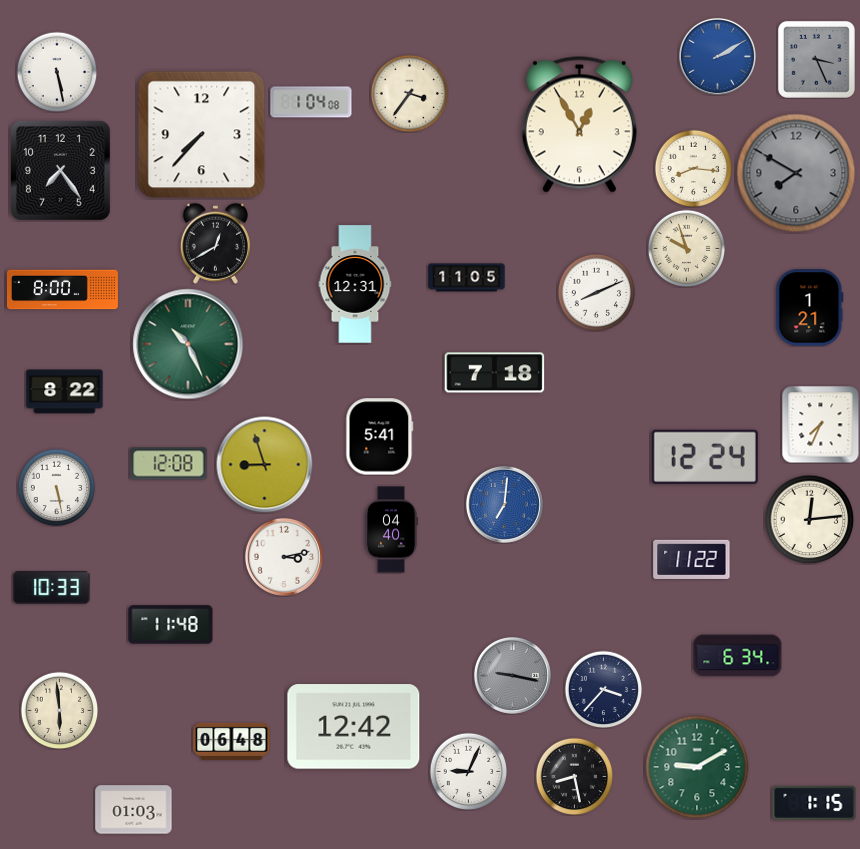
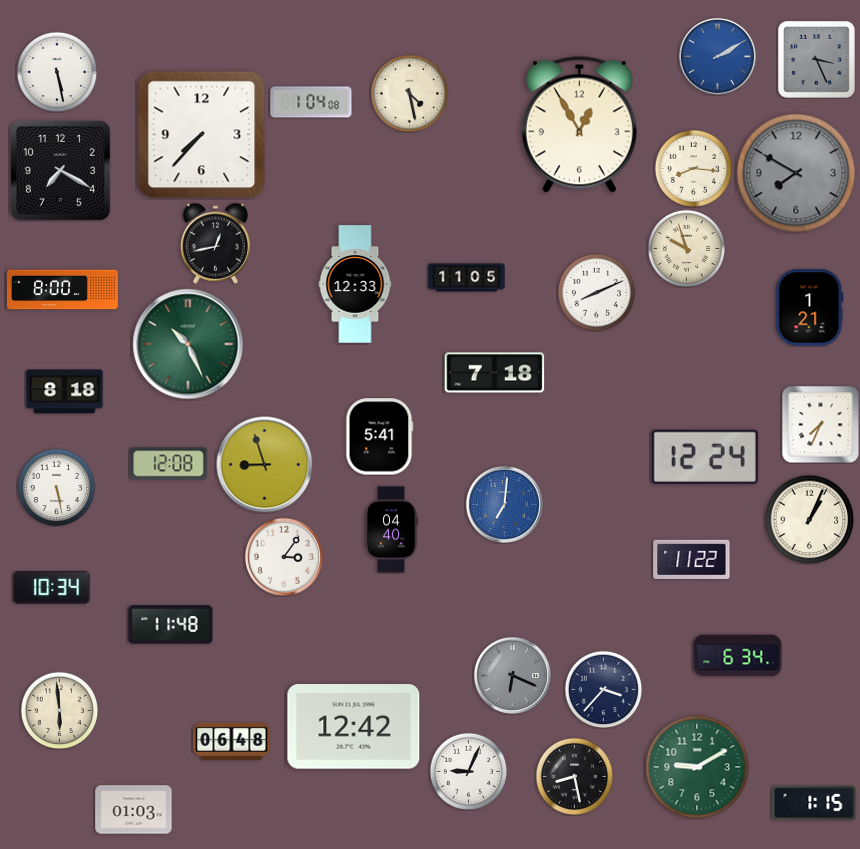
clock at (409, 93): 3:36 -> 4:28
clock at (61, 171): 7:24 -> 7:20
clock at (215, 243): 12:40 -> 12:43
clock at (355, 284): 12:31 -> 12:33
clock at (65, 392): 8:22 -> 8:18
clock at (809, 519): 12:14 -> 1:04
clock at (284, 557): 3:13 -> 3:06
clock at (52, 587): 10:33 -> 10:34
clock at (512, 675): 9:17 -> 6:19
